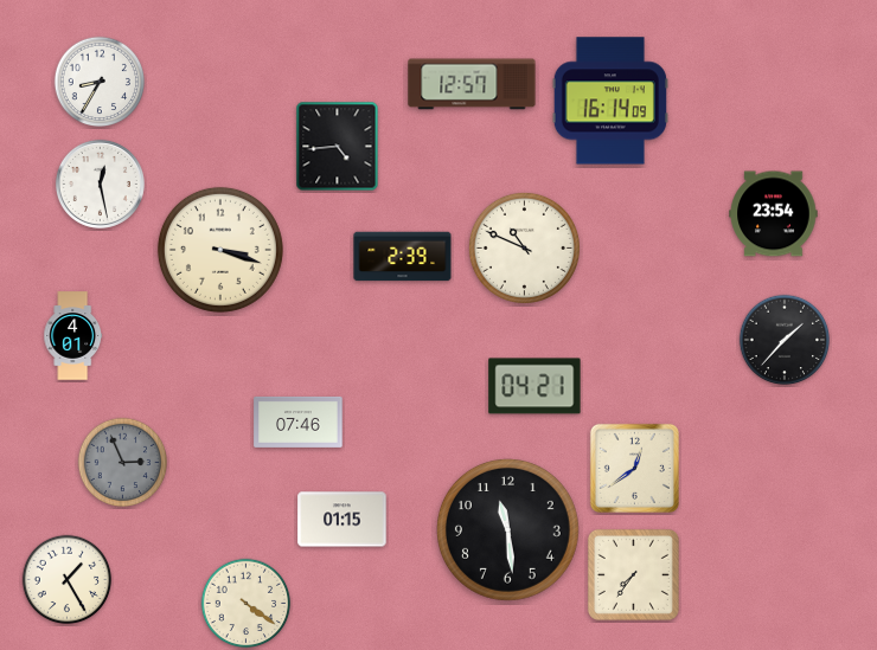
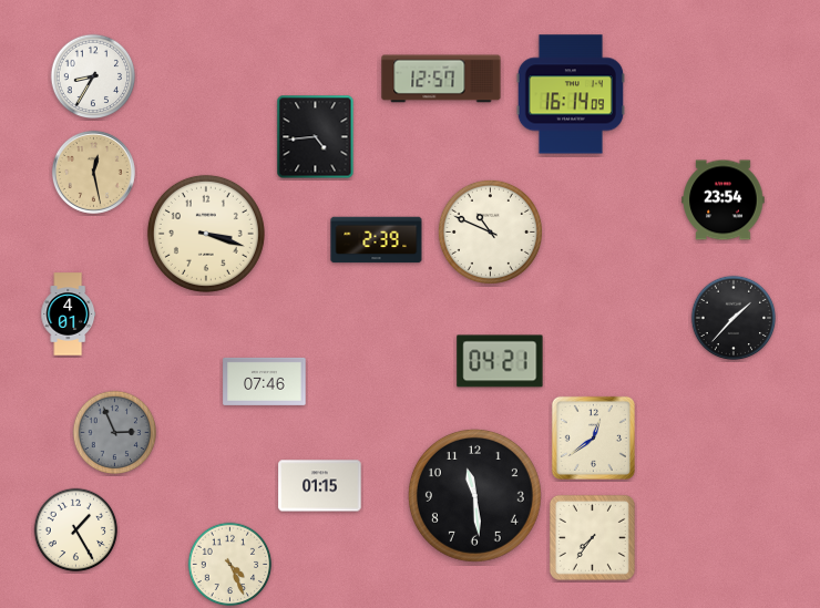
clock at (100, 184) dial: white -> champagne
clock at (299, 421) position: (299, 421) -> (265, 381)
clock at (68, 580) position: (68, 580) -> (76, 530)
clock at (247, 604): 4:21 -> 4:26
